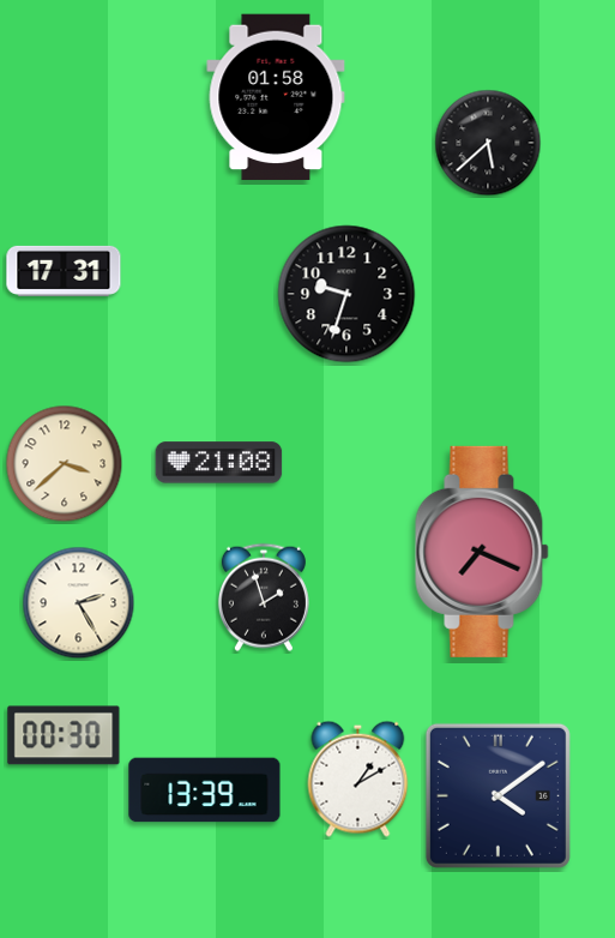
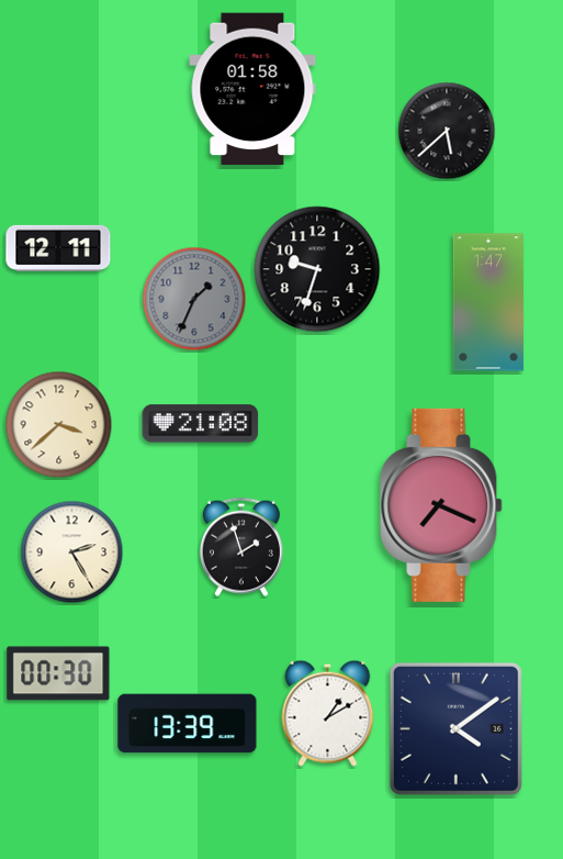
clock at (64, 271): 17:31 -> 12:11
clock at (194, 299): none -> 1:34
clock at (488, 302): none -> 1:47
